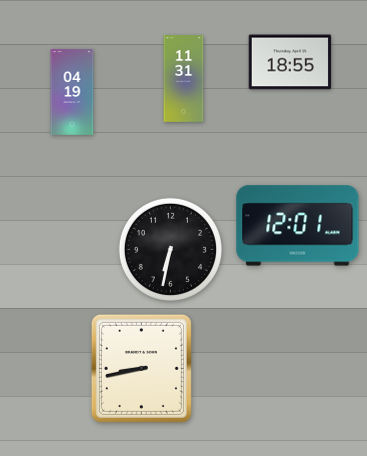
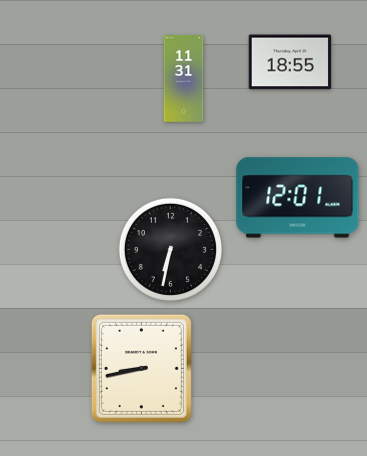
clock at (72, 92): 04:19 -> none
clock at (298, 226) position: (298, 226) -> (298, 198)
